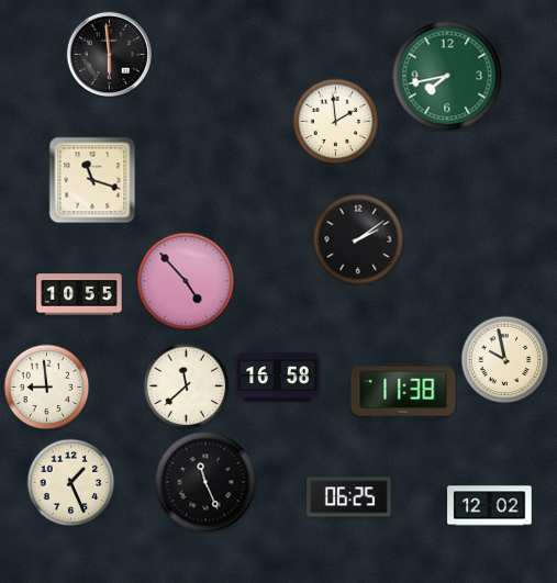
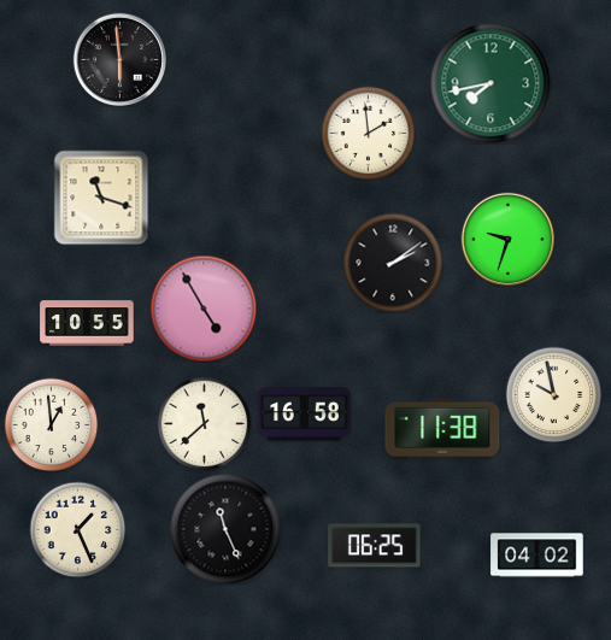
clock at (507, 239): none -> 9:33
clock at (186, 281): 4:53 -> 4:55
clock at (46, 386): 8:59 -> 12:59
clock at (349, 497) position: (349, 497) -> (375, 546)
clock at (490, 506): 12:02 -> 04:02
